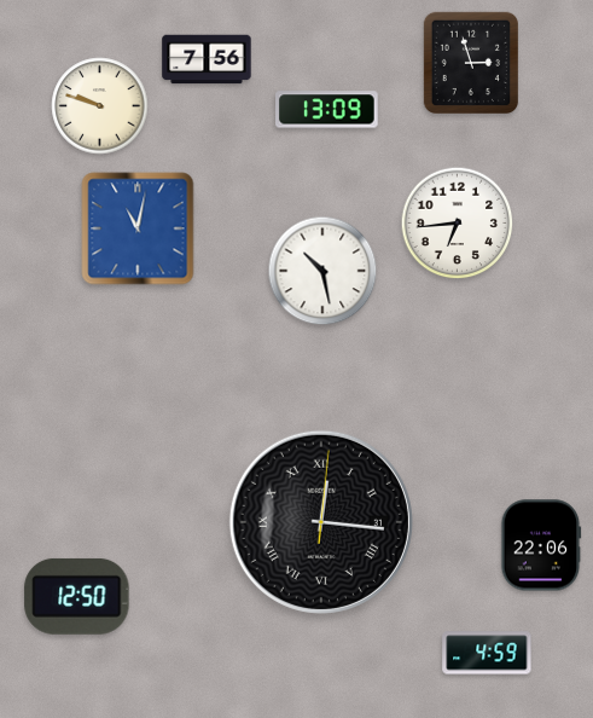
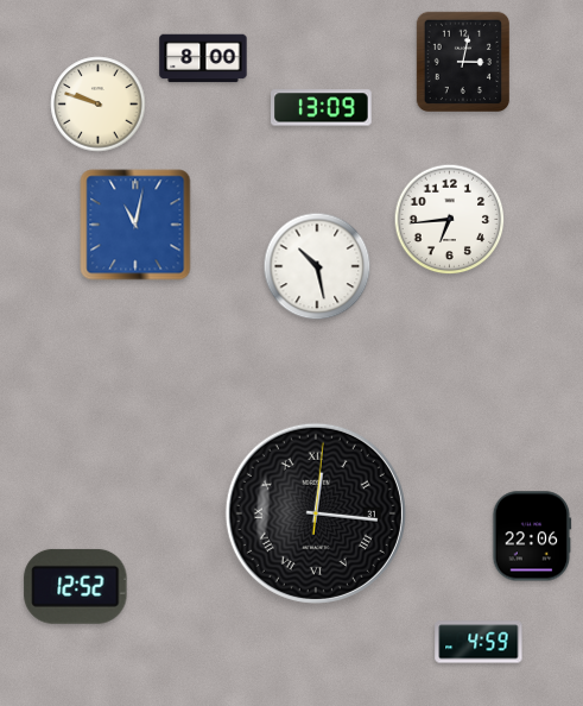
clock at (207, 59): 7:56 -> 8:00
clock at (470, 62): 2:57 -> 3:02
clock at (77, 596): 12:50 -> 12:52
